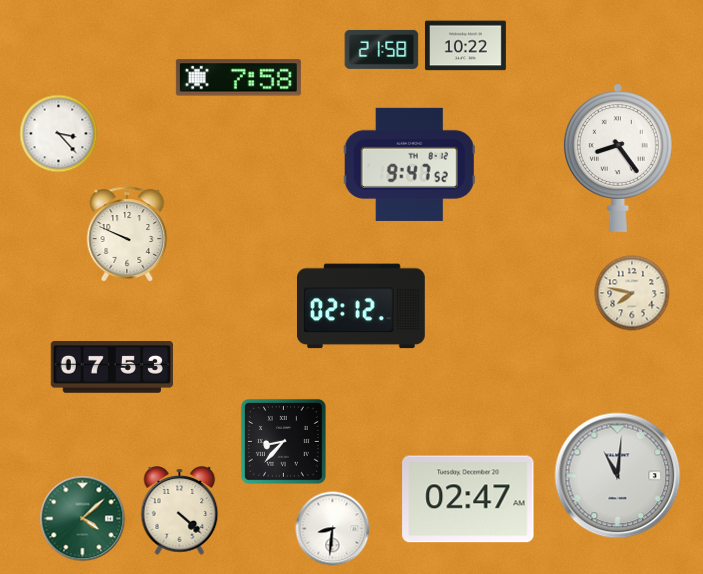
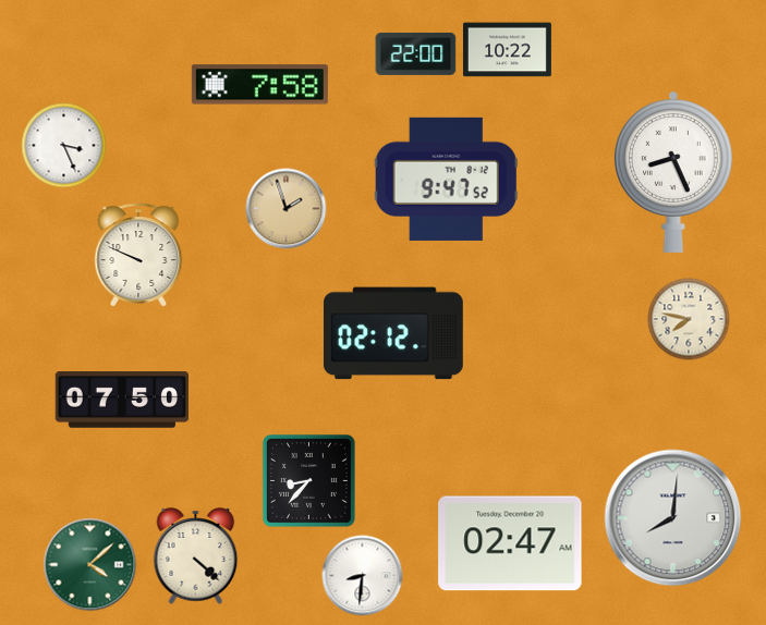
clock at (382, 49): 21:58 -> 22:00
clock at (59, 134): 3:23 -> 3:26
clock at (618, 158): 8:24 -> 8:26
clock at (287, 209): none -> 1:57
clock at (111, 367): 07:53 -> 07:50
clock at (618, 476): 11:01 -> 8:01
